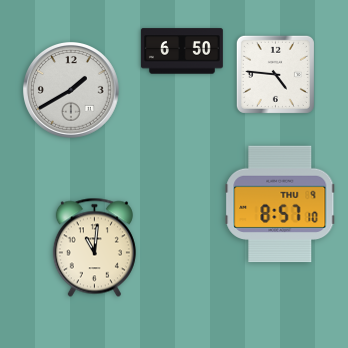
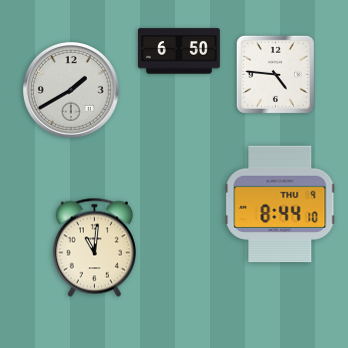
clock at (182, 51) position: (182, 51) -> (179, 51)
clock at (280, 204): 8:57 -> 8:44
